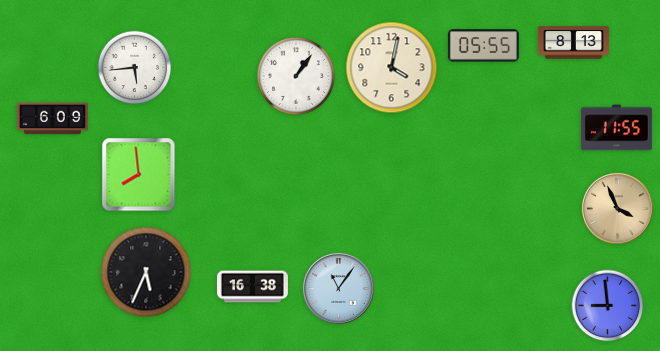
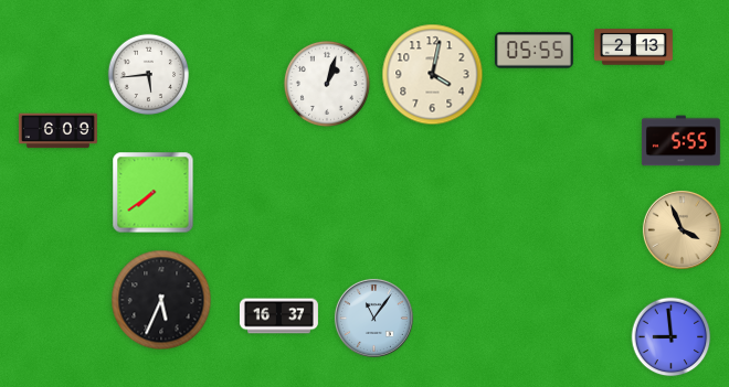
clock at (573, 43): 8:13 -> 2:13
clock at (296, 76): 1:06 -> 1:03
clock at (616, 128): 11:55 -> 5:55
clock at (139, 175): 7:59 -> 7:39
clock at (252, 287): 16:38 -> 16:37
